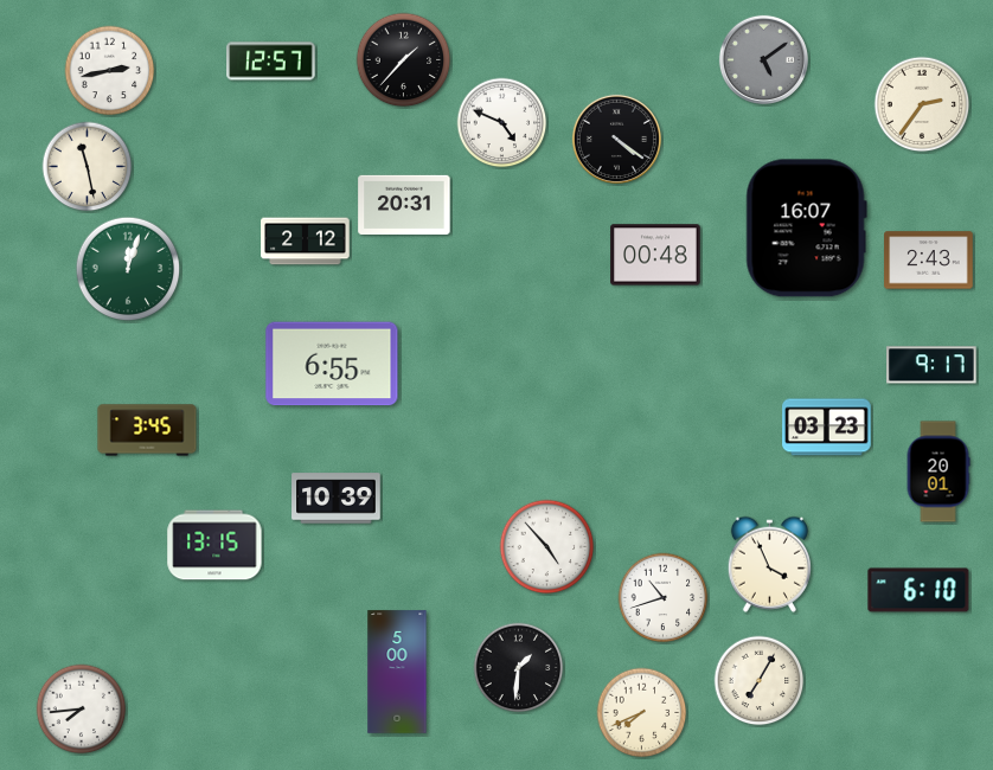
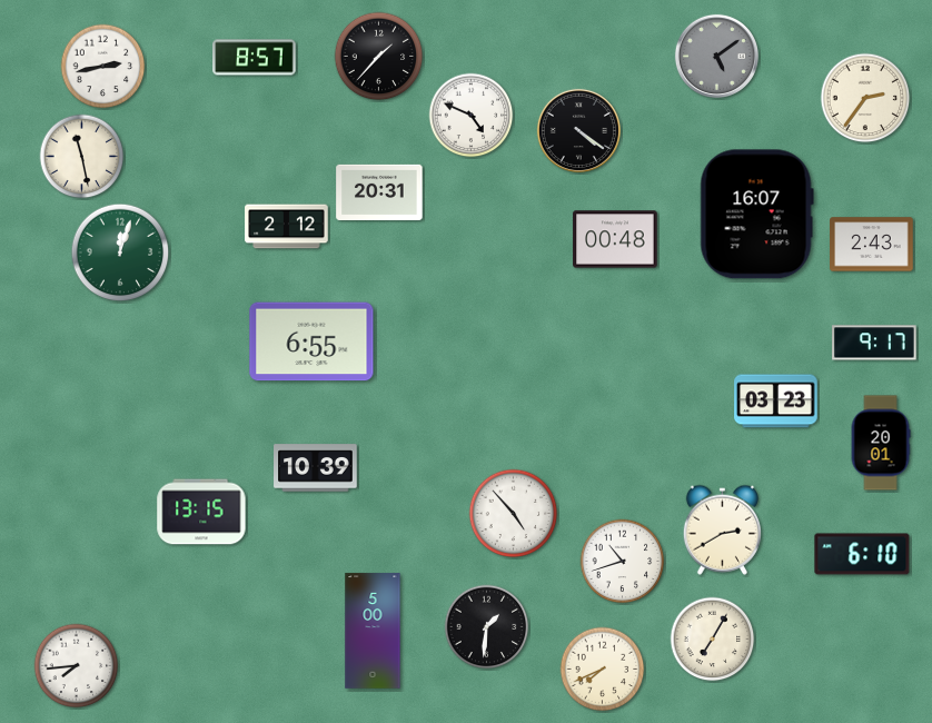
clock at (271, 62): 12:57 -> 8:57
clock at (147, 430): 3:45 -> none
clock at (769, 564): 3:56 -> 2:40
